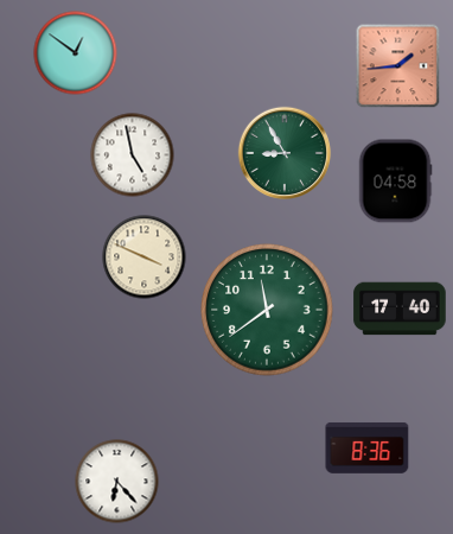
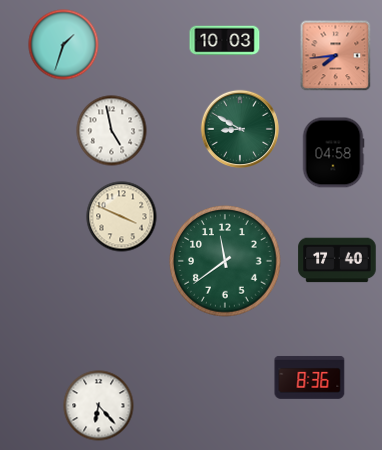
clock at (225, 41): none -> 10:03
clock at (76, 53): 12:51 -> 1:33
clock at (398, 66): 1:44 -> 7:44
clock at (285, 153): 8:55 -> 8:50
